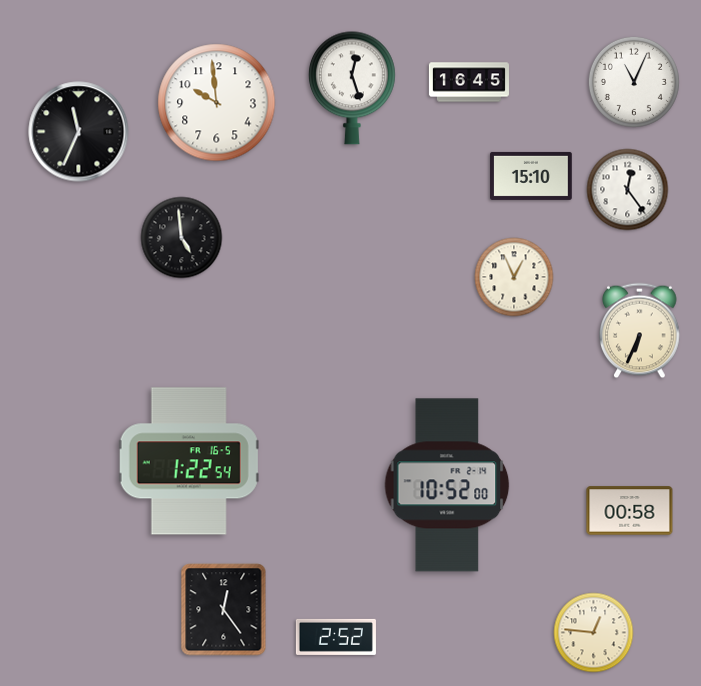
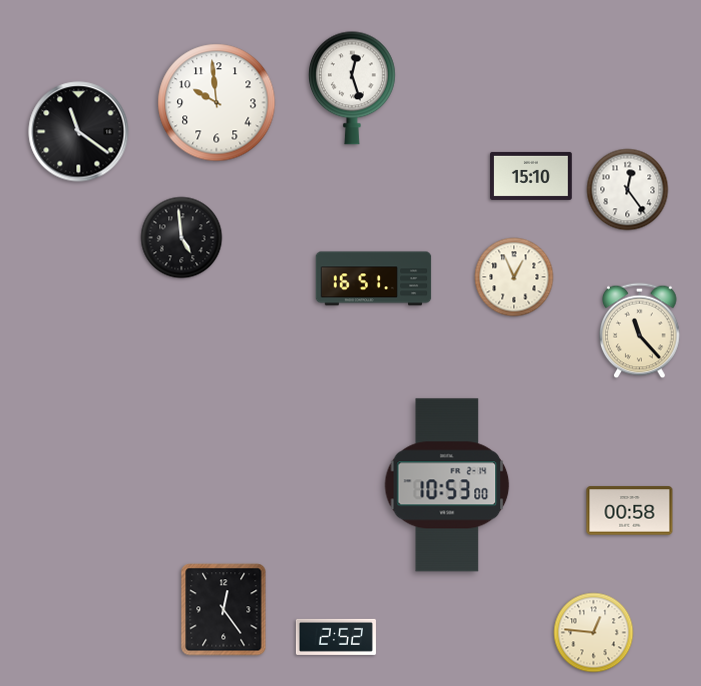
clock at (469, 82): 16:45 -> none
clock at (634, 82): 11:04 -> none
clock at (79, 132): 11:34 -> 11:21
clock at (374, 279): none -> 16:51
clock at (640, 331): 6:34 -> 11:23
clock at (189, 461): 1:22 -> none
clock at (447, 485): 10:52 -> 10:53
